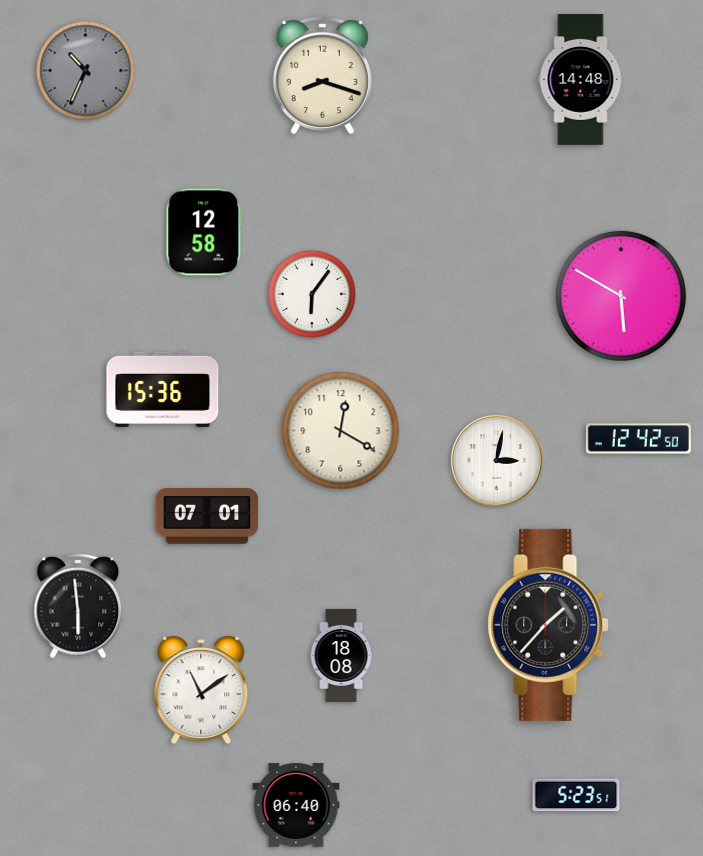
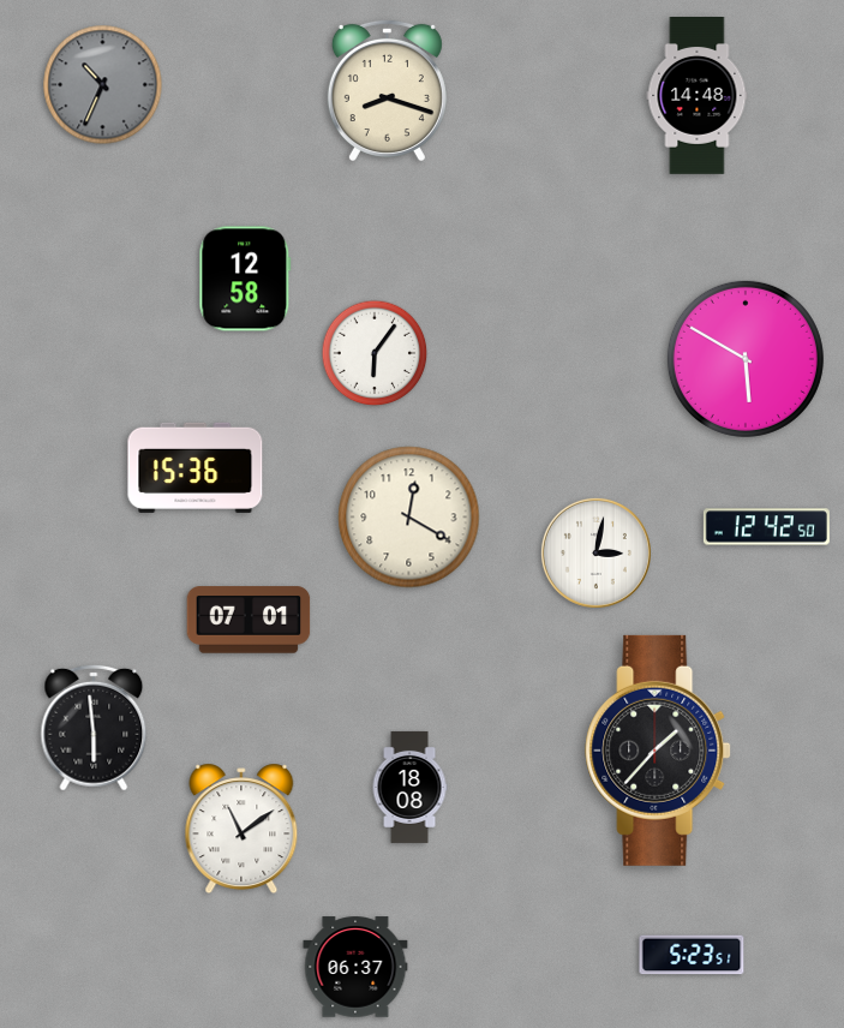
clock at (621, 296) position: (621, 296) -> (746, 359)
clock at (296, 805): 06:40 -> 06:37
